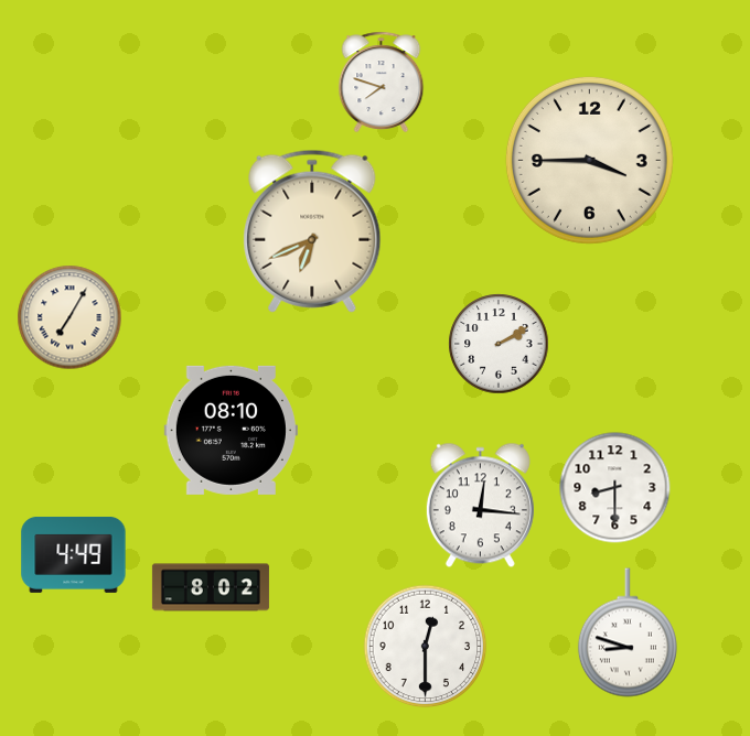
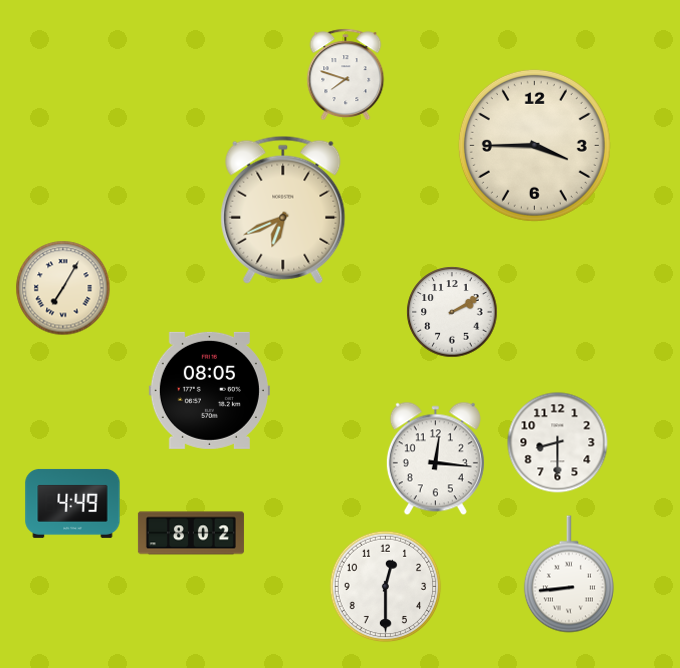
clock at (231, 430): 08:10 -> 08:05
clock at (74, 554) position: (74, 554) -> (73, 503)
clock at (628, 632): 8:48 -> 8:44
